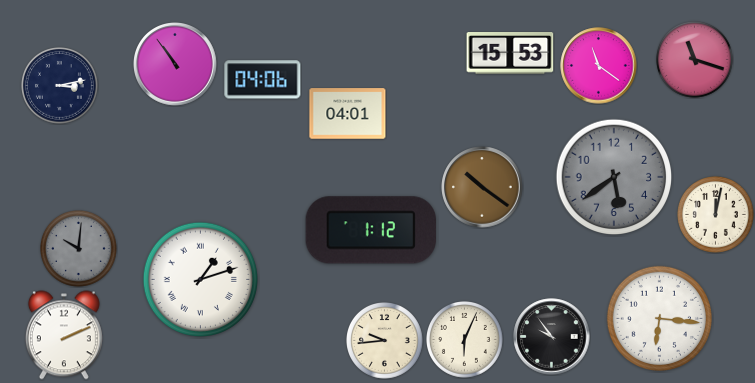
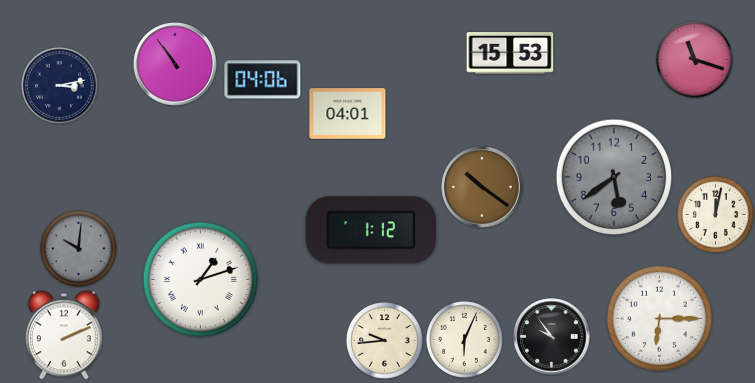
clock at (599, 66): 11:21 -> none
clock at (659, 318): 6:16 -> 6:15
